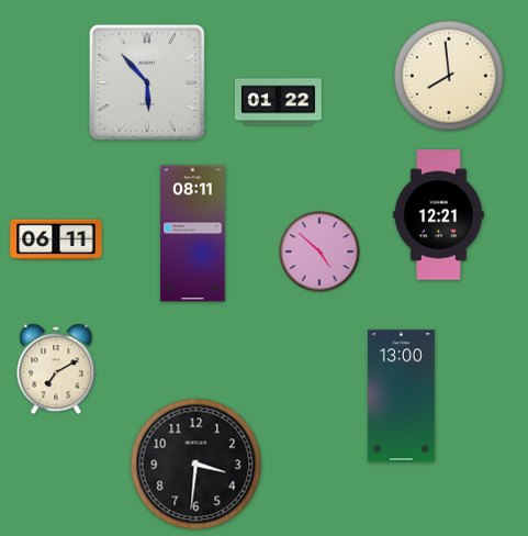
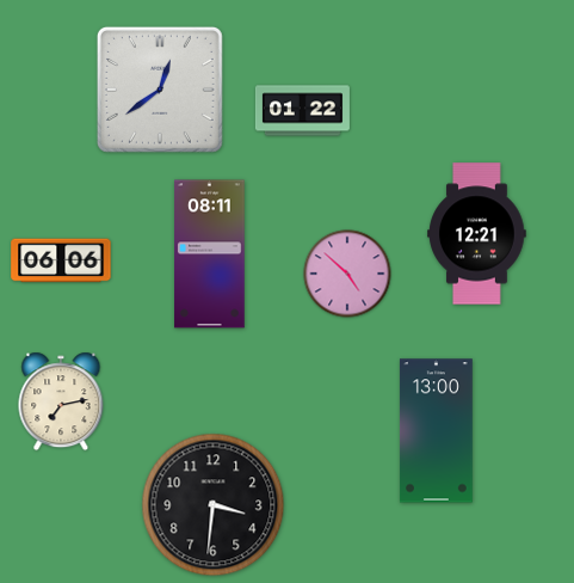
clock at (449, 76): 7:59 -> none
clock at (147, 82): 5:53 -> 12:39
clock at (56, 239): 06:11 -> 06:06
clock at (56, 369): 7:10 -> 7:13
